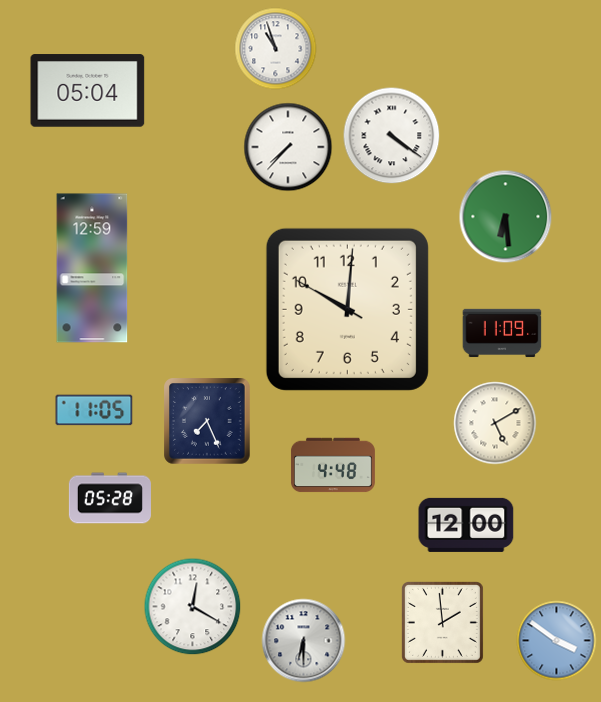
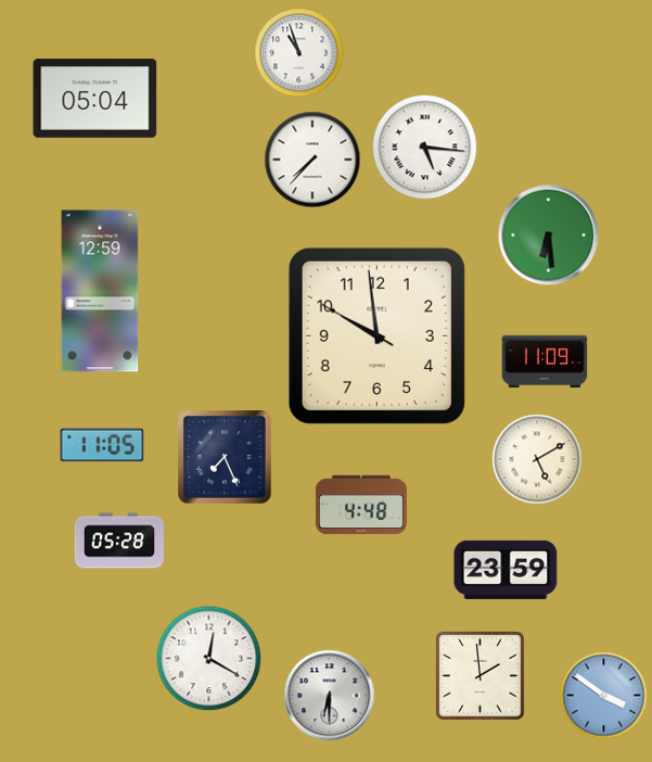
clock at (392, 136): 4:21 -> 5:16
clock at (347, 309): 10:00 -> 9:58
clock at (466, 525): 12:00 -> 23:59
